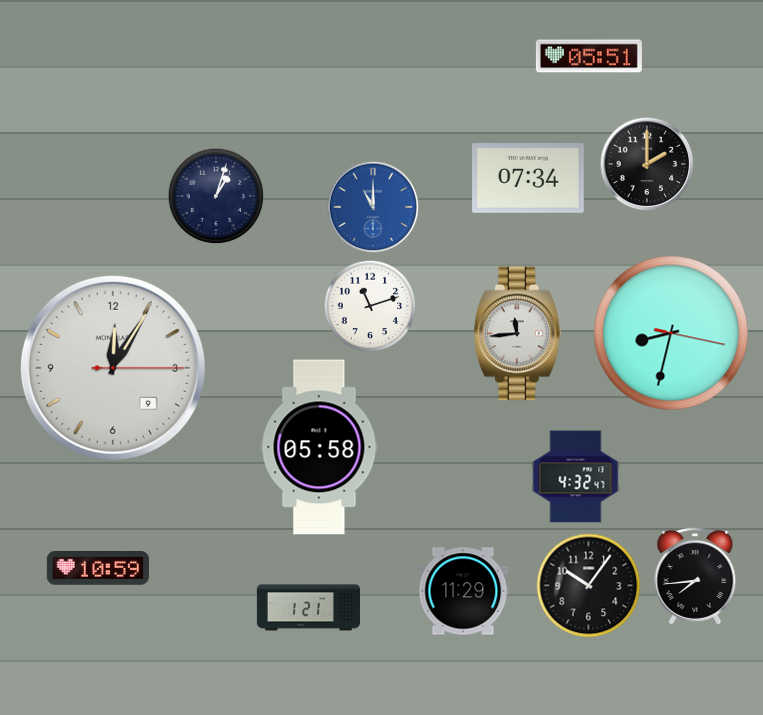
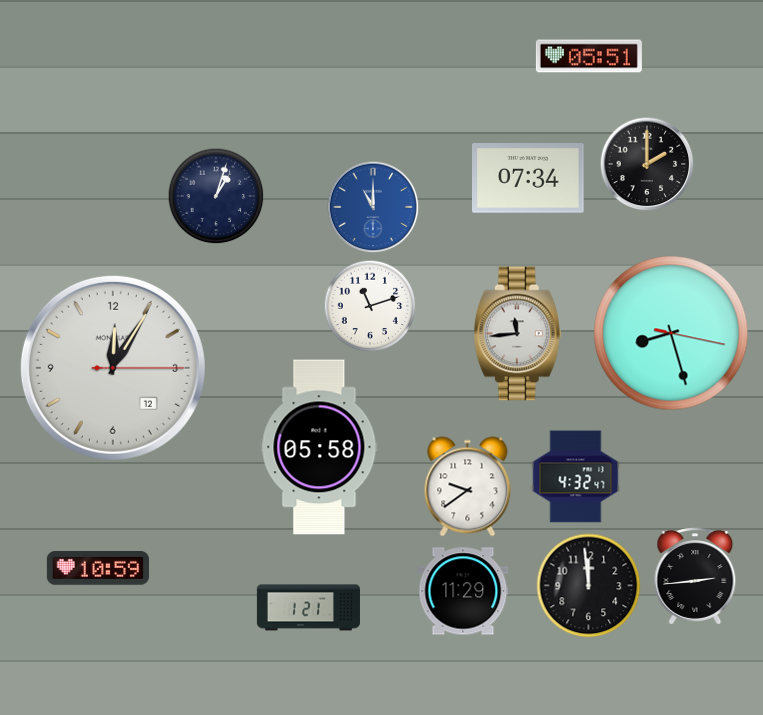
clock at (671, 333): 8:32 -> 8:27
clock at (113, 368) date: 9 -> 12
clock at (468, 487): none -> 9:39
clock at (695, 576): 7:44 -> 2:44
clock at (589, 586): 10:06 -> 11:59
